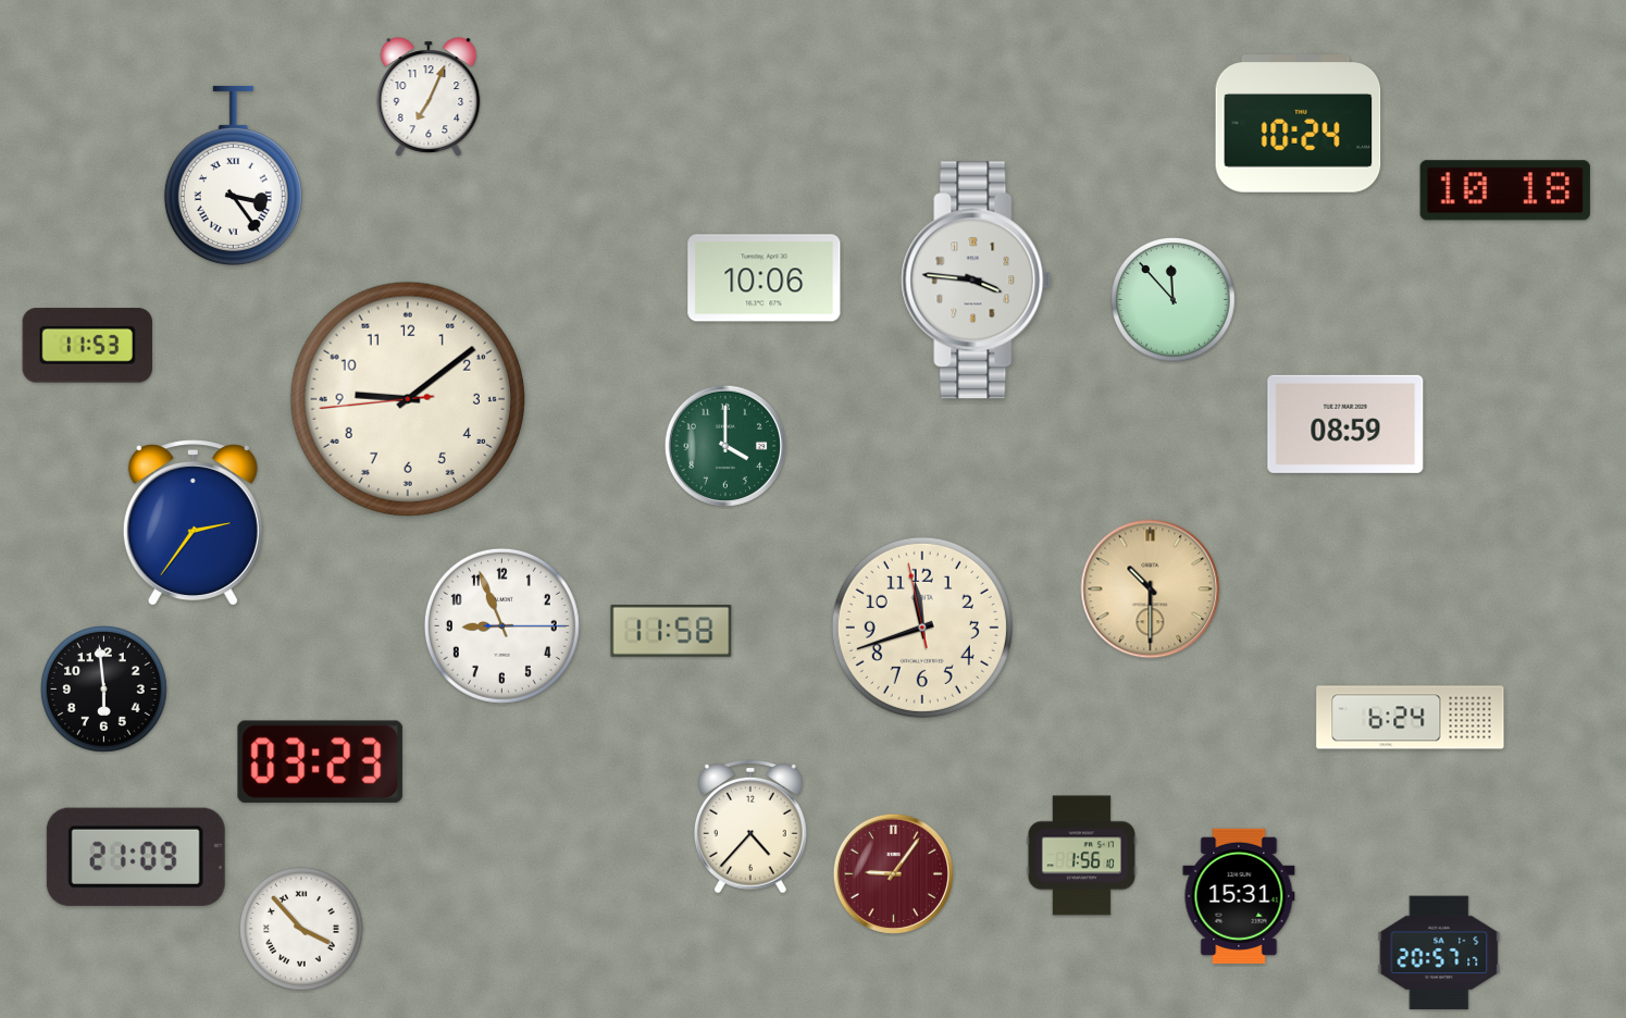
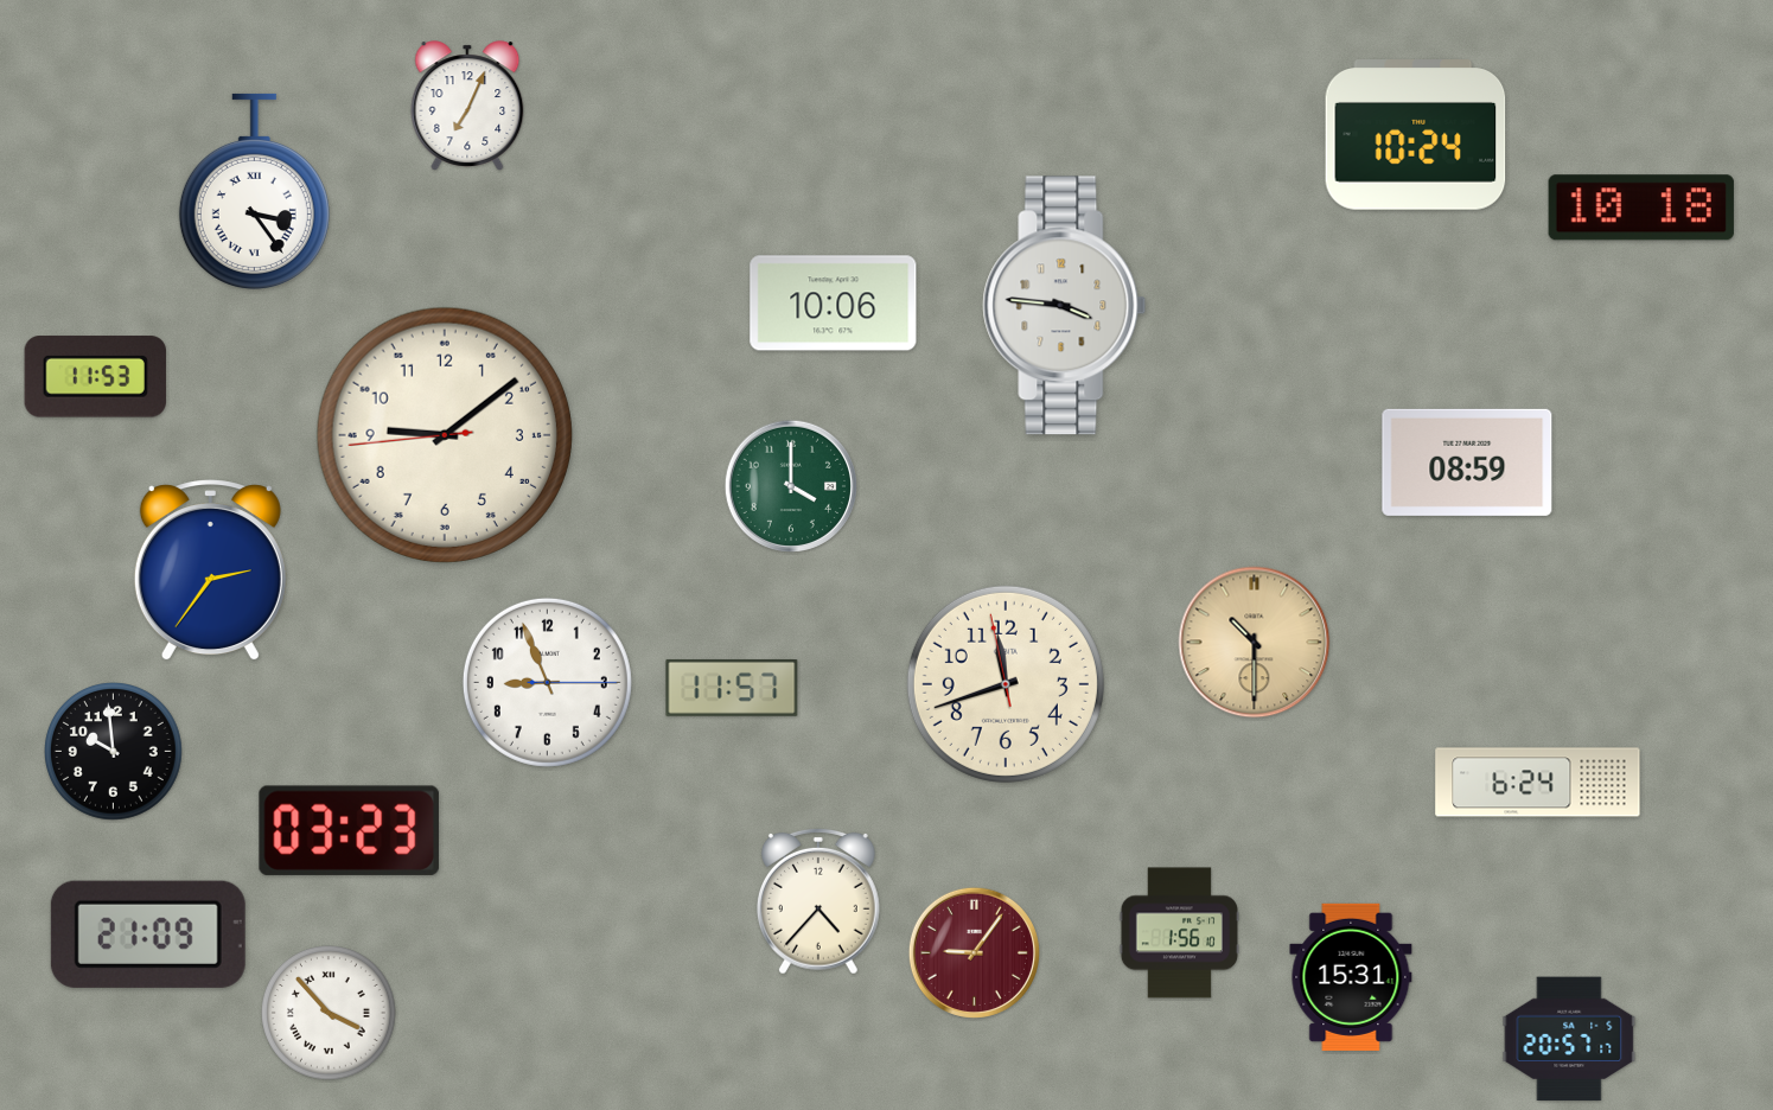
clock at (1174, 300): 11:53 -> none
clock at (671, 631): 11:58 -> 11:57
clock at (104, 690): 5:59 -> 9:59
